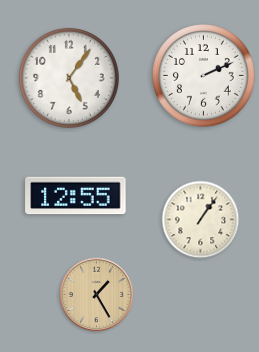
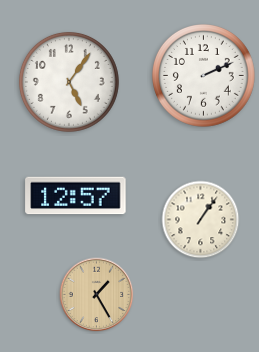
clock at (69, 78) position: (69, 78) -> (69, 82)
clock at (76, 196): 12:55 -> 12:57
